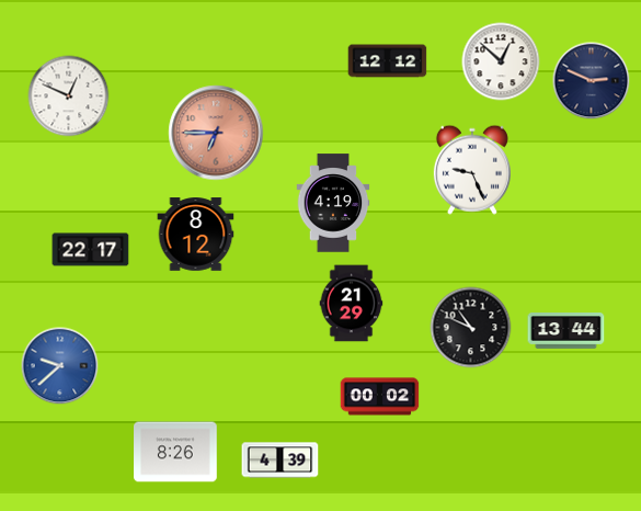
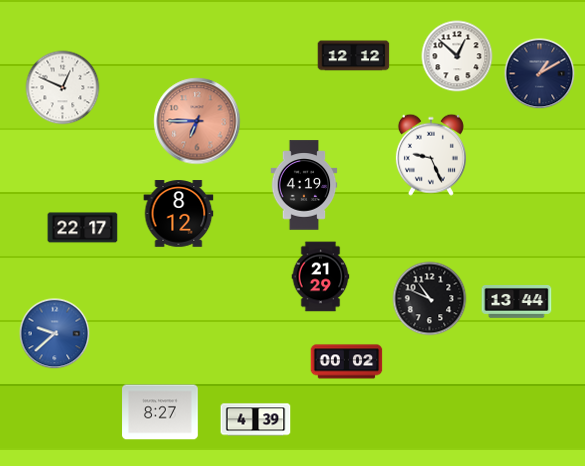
clock at (592, 81): 2:49 -> 1:10
clock at (175, 452): 8:26 -> 8:27
